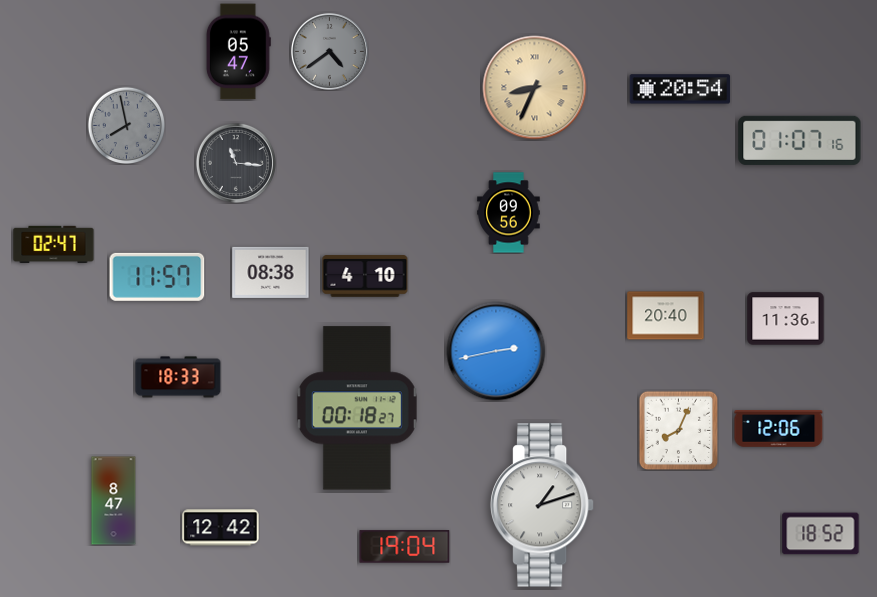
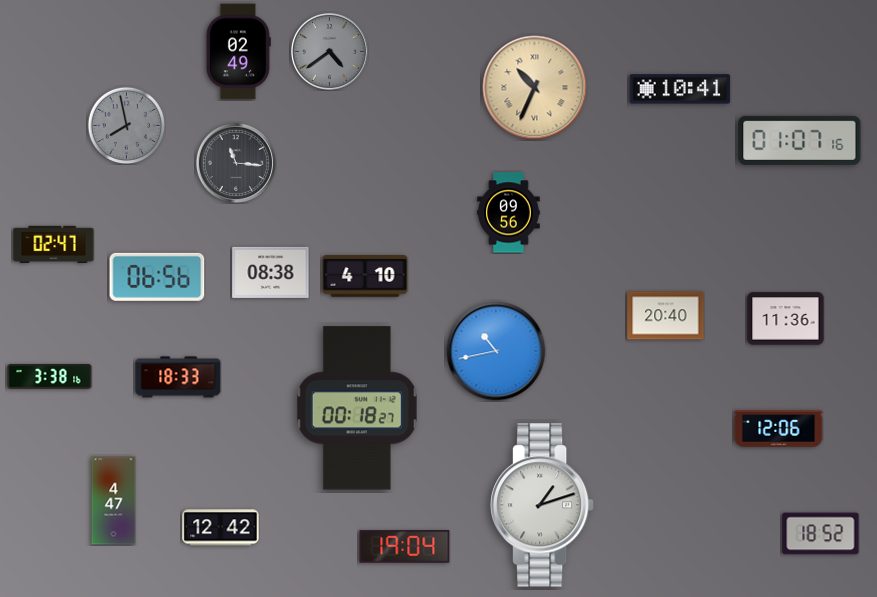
clock at (238, 52): 05:47 -> 02:49
clock at (535, 88): 8:34 -> 10:34
clock at (680, 89): 20:54 -> 10:41
clock at (157, 277): 11:57 -> 06:56
clock at (496, 351): 2:43 -> 10:43
clock at (50, 376): none -> 3:38
clock at (678, 430): 8:04 -> none
clock at (114, 501): 8:47 -> 4:47
